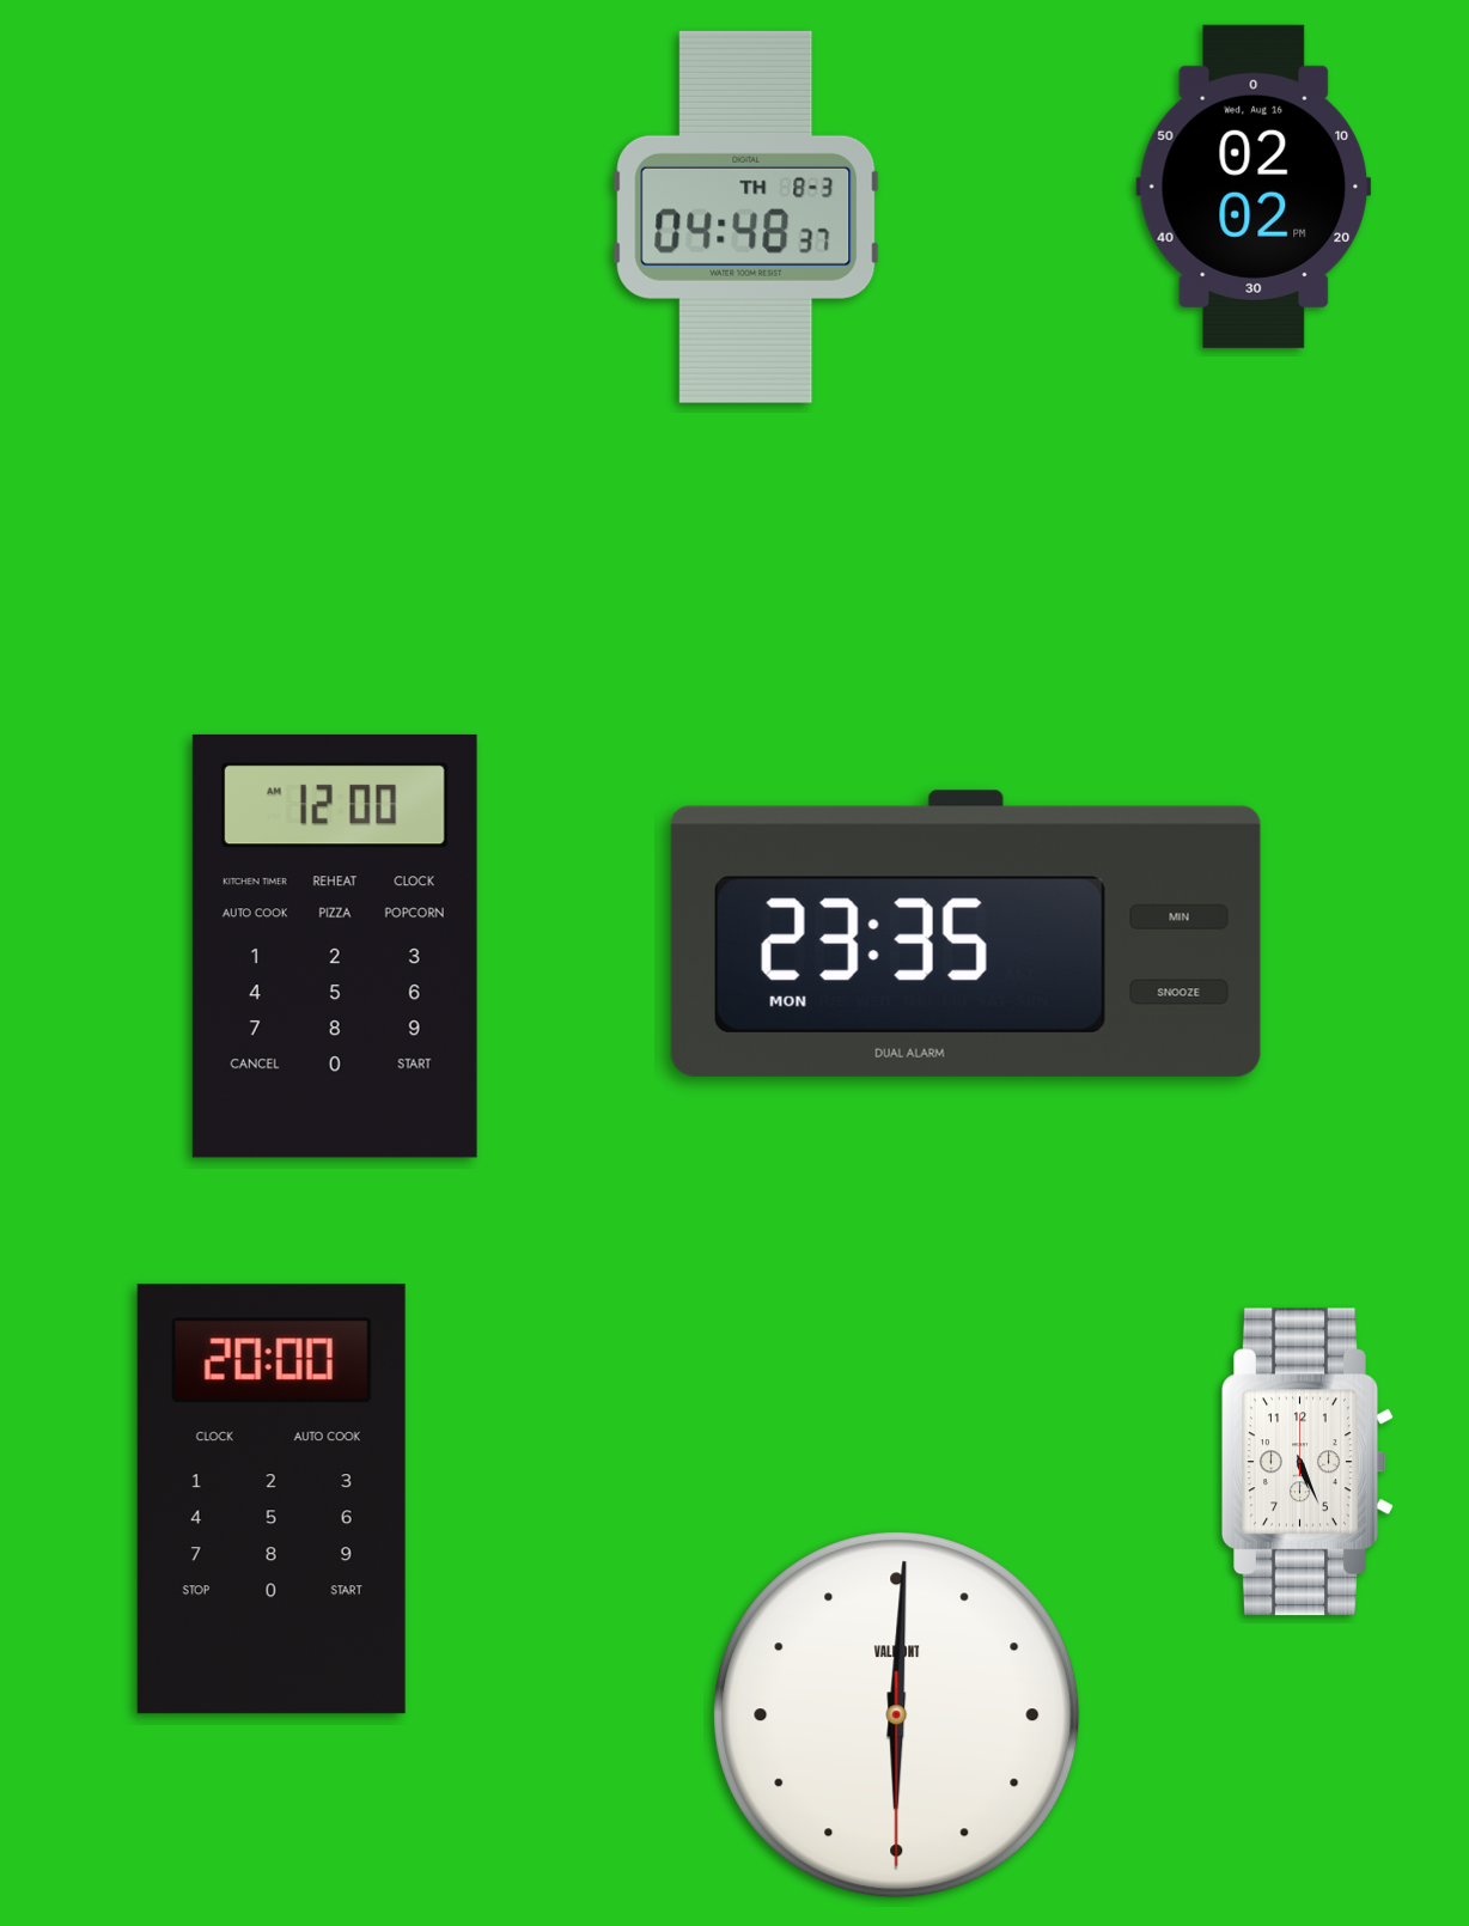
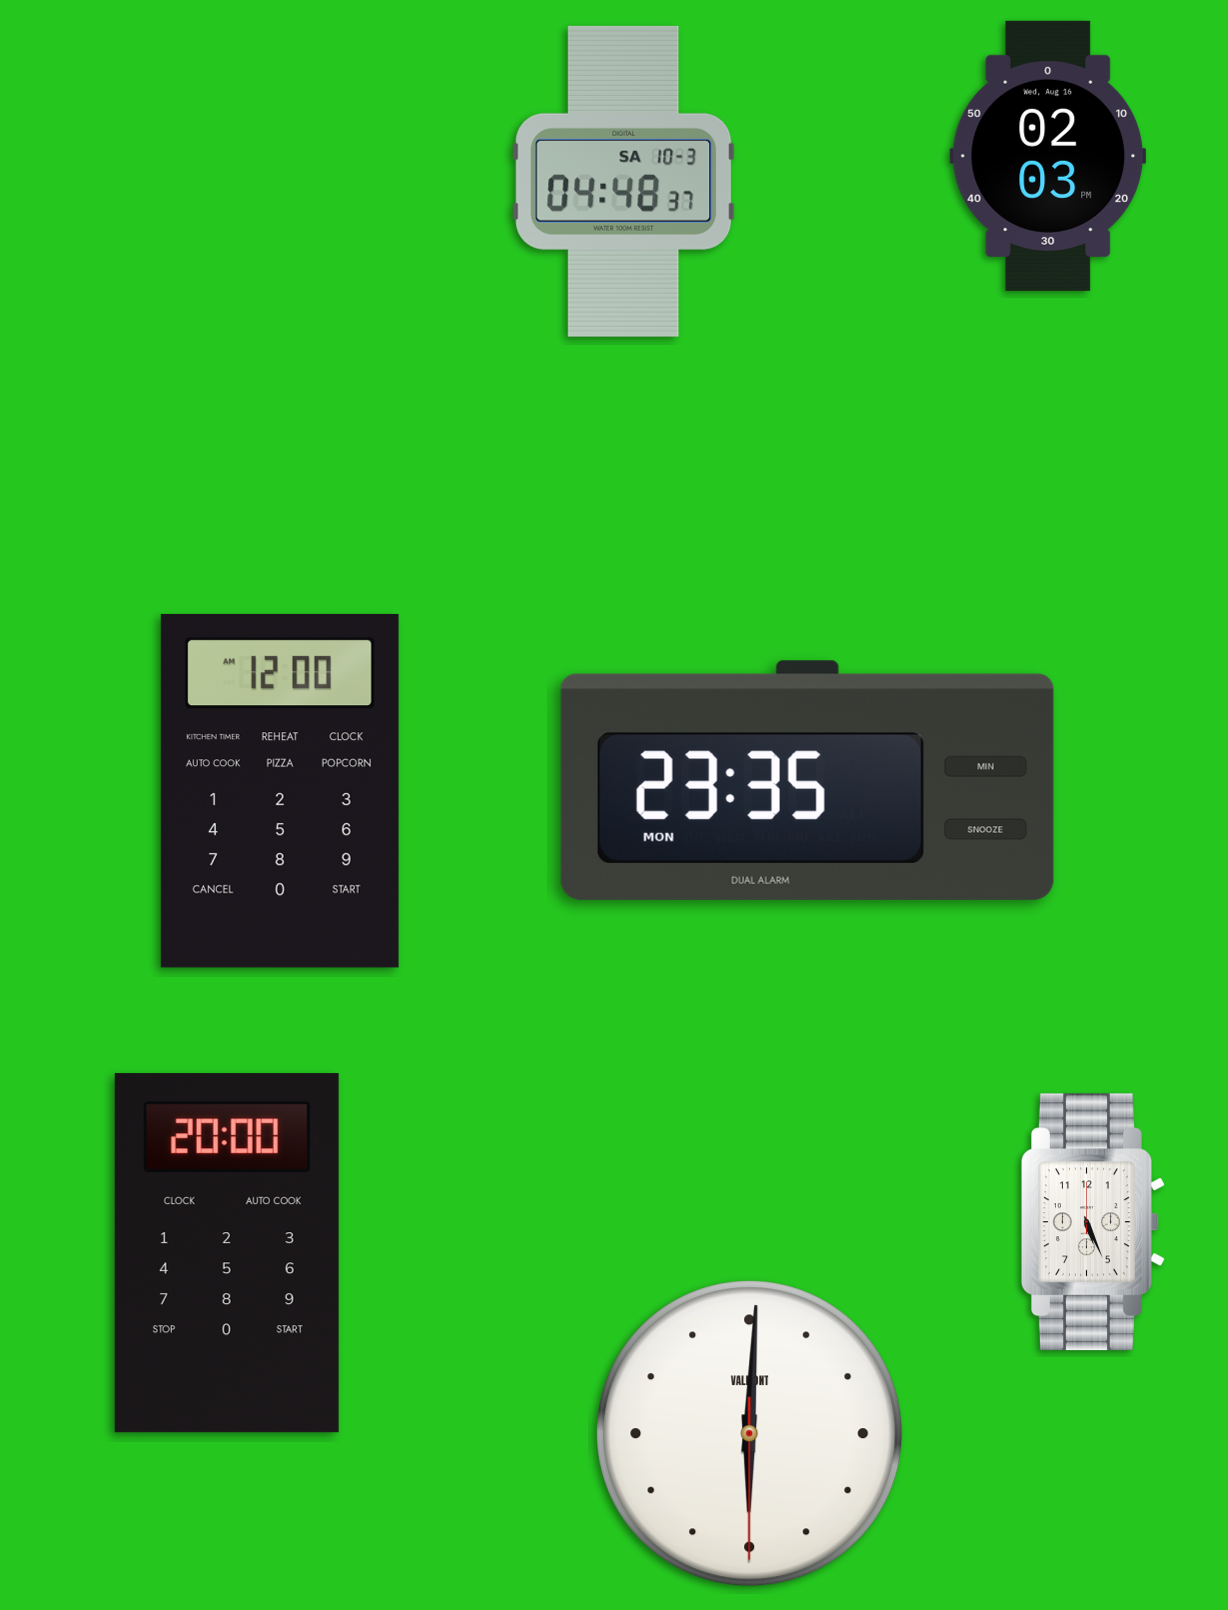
clock at (1254, 187): 02:02 -> 02:03
clock at (746, 217) date: TH 8-3 -> SA 10-3
